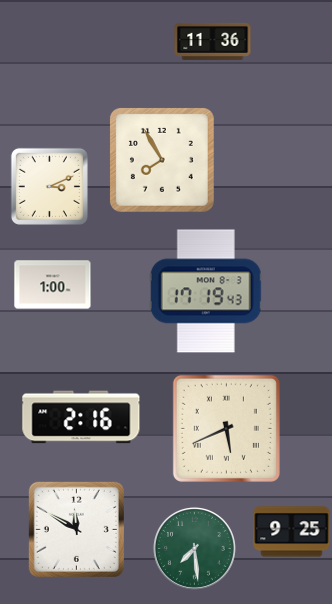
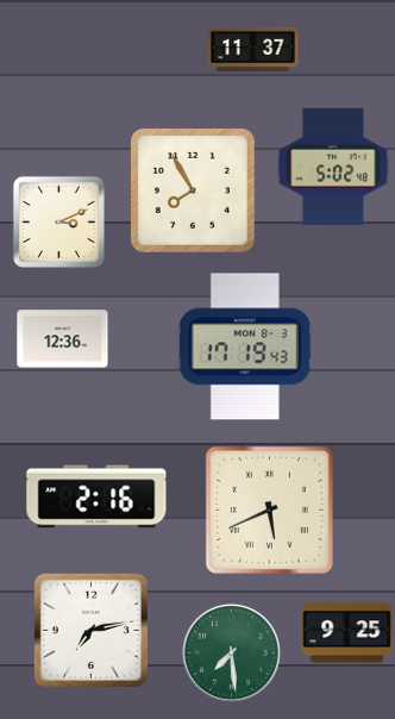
clock at (213, 41): 11:36 -> 11:37
clock at (333, 167): none -> 5:02
clock at (53, 285): 1:00 -> 12:36
clock at (76, 529): 11:50 -> 7:13
